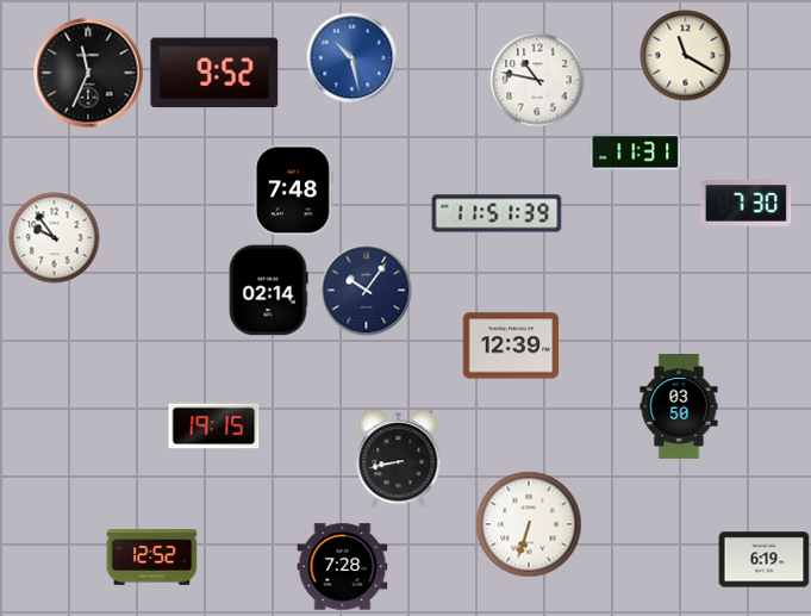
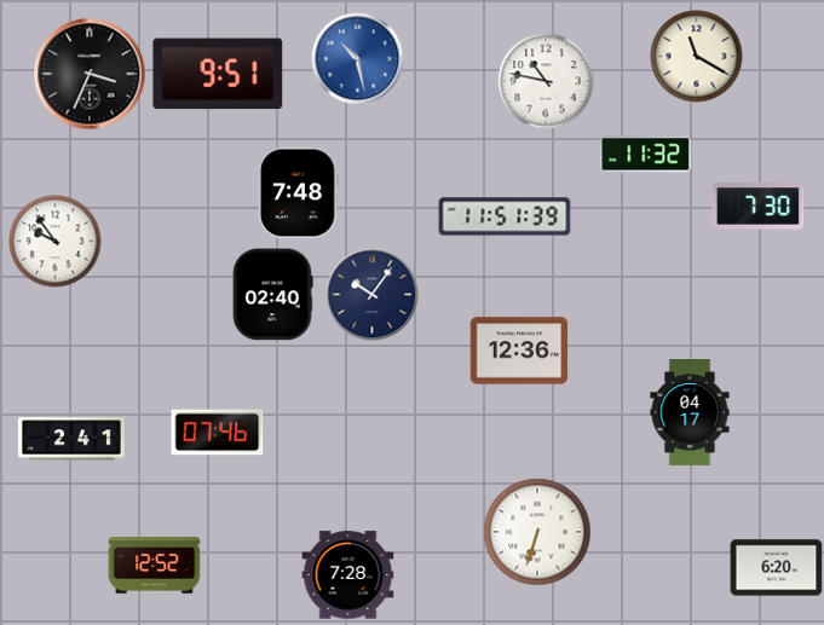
clock at (88, 73): 11:34 -> 3:34
clock at (214, 73): 9:52 -> 9:51
clock at (636, 153): 11:31 -> 11:32
clock at (268, 291): 02:14 -> 02:40
clock at (511, 346): 12:39 -> 12:36
clock at (679, 407): 03:50 -> 04:17
clock at (214, 427): 19:15 -> 07:46
clock at (71, 439): none -> 2:41
clock at (399, 459): 8:43 -> none
clock at (765, 560): 6:19 -> 6:20
